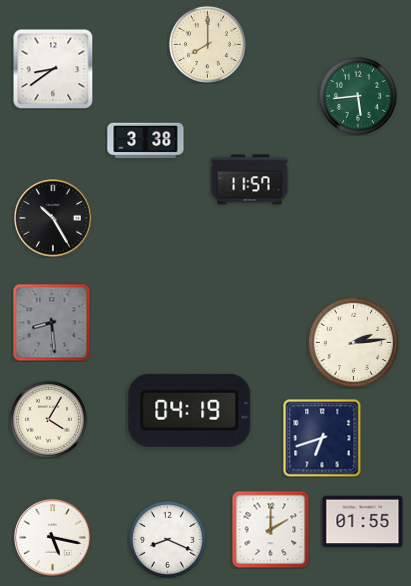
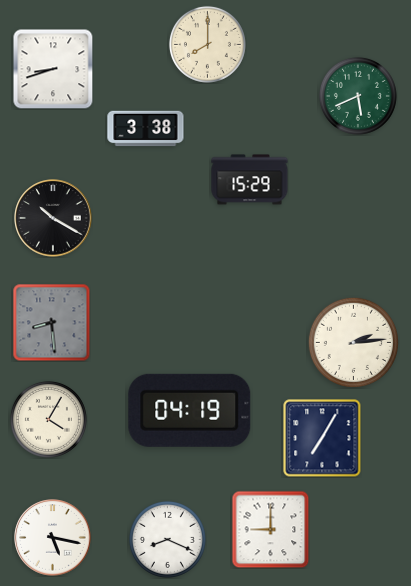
clock at (53, 69): 8:39 -> 8:42
clock at (358, 96): 5:44 -> 5:41
clock at (146, 141) position: (146, 141) -> (146, 129)
clock at (250, 180): 11:57 -> 15:29
clock at (53, 218): 10:25 -> 10:20
clock at (322, 438): 6:42 -> 7:05
clock at (363, 522): 01:55 -> none
clock at (270, 529): 2:00 -> 9:00
